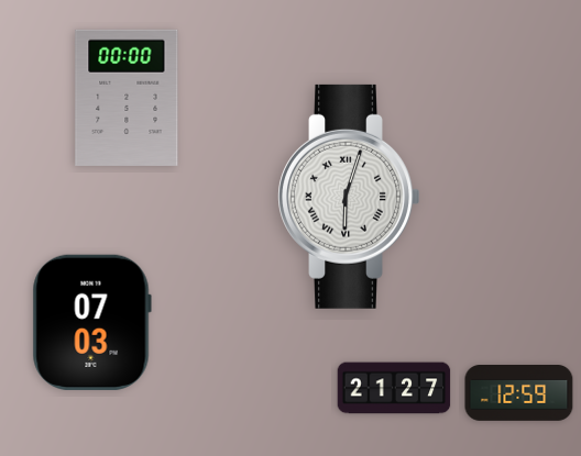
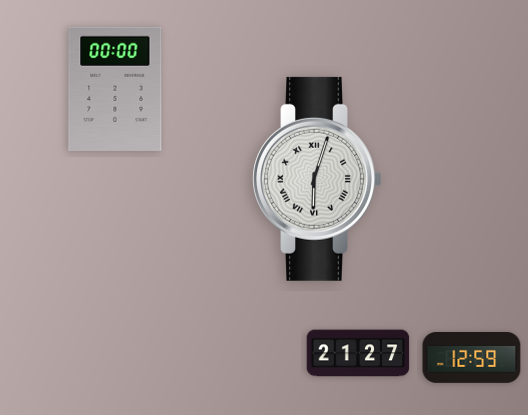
clock at (91, 322): 07:03 -> none
